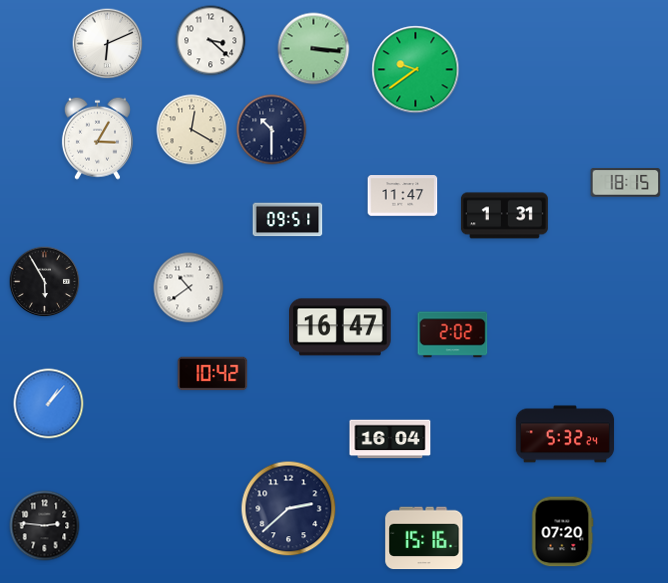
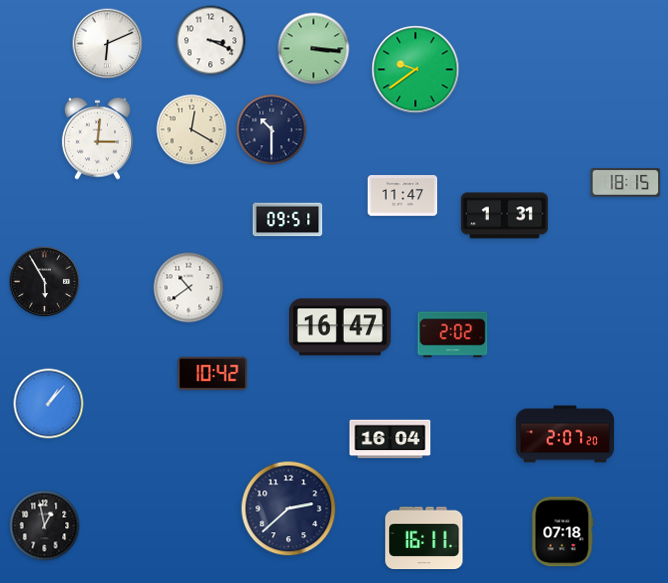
clock at (211, 41): 3:22 -> 3:19
clock at (97, 138): 3:05 -> 3:01
clock at (565, 434): 5:32 -> 2:07
clock at (45, 526): 2:46 -> 12:58
clock at (563, 532): 07:20 -> 07:18
clock at (424, 538): 15:16 -> 16:11
